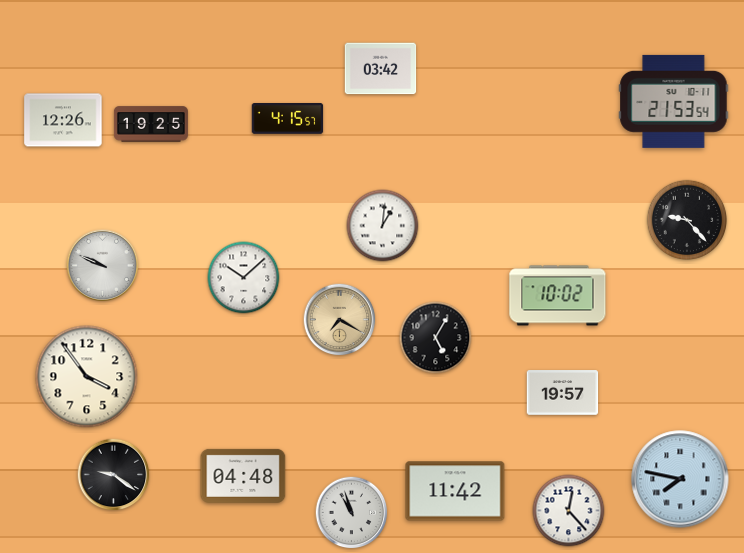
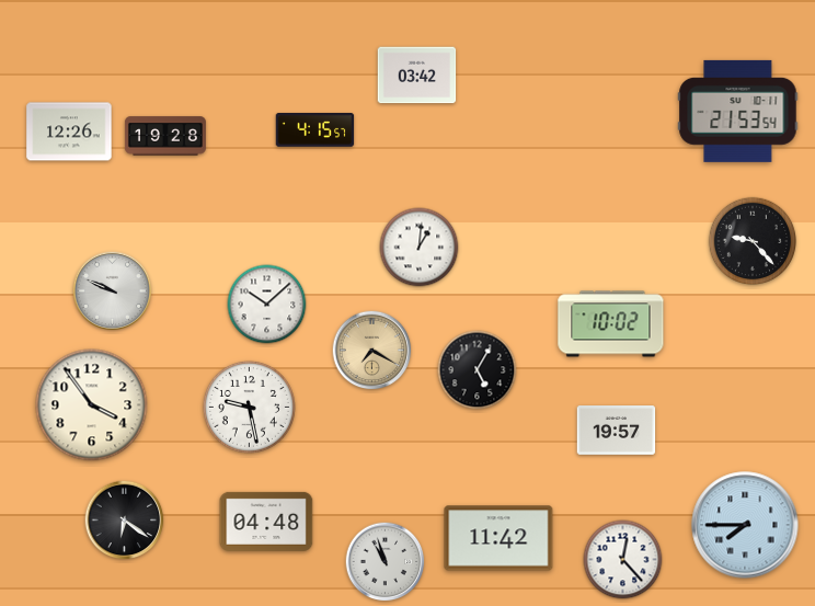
clock at (151, 124): 19:25 -> 19:28
clock at (249, 407): none -> 9:28
clock at (87, 377) position: (87, 377) -> (92, 405)
clock at (114, 475): 9:21 -> 6:21
clock at (680, 479): 7:47 -> 7:45
